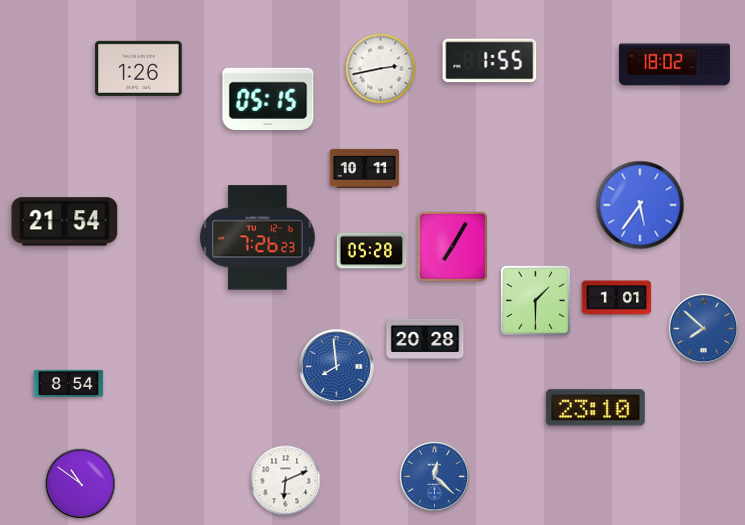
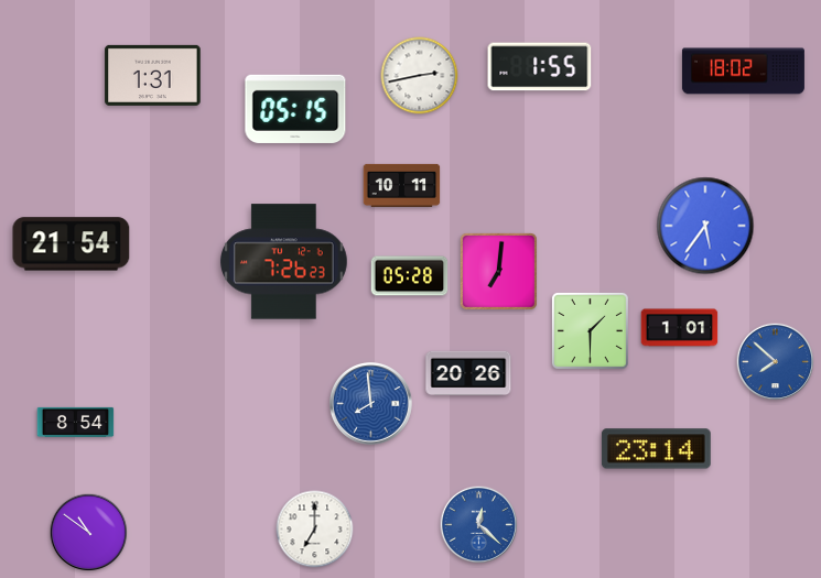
clock at (139, 68): 1:26 -> 1:31
clock at (452, 246): 7:05 -> 7:01
clock at (425, 339): 20:28 -> 20:26
clock at (595, 408): 23:10 -> 23:14
clock at (286, 481): 6:11 -> 7:00
